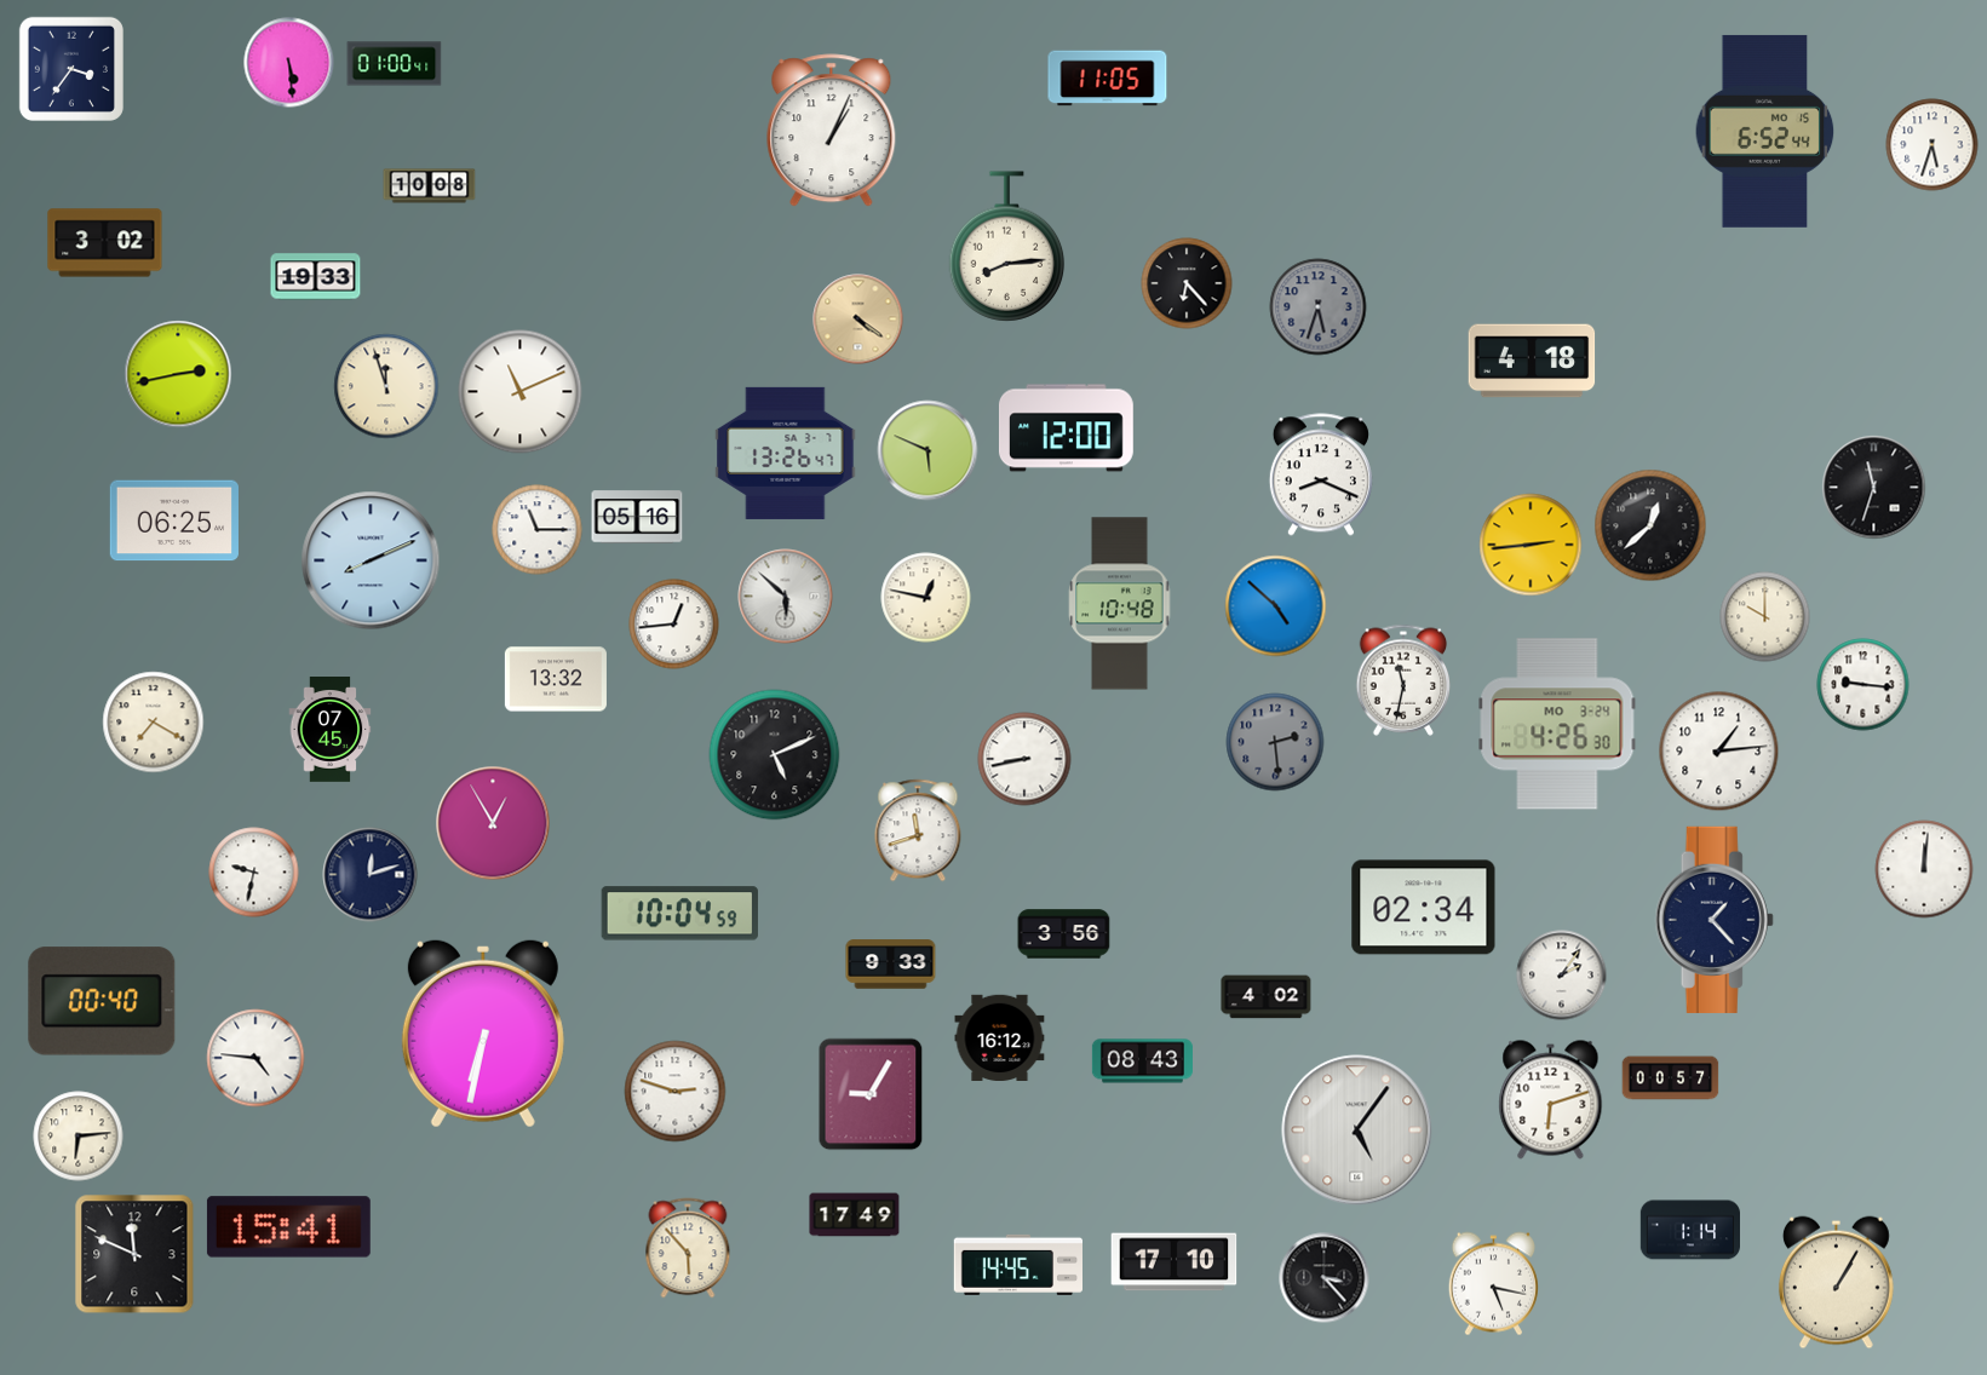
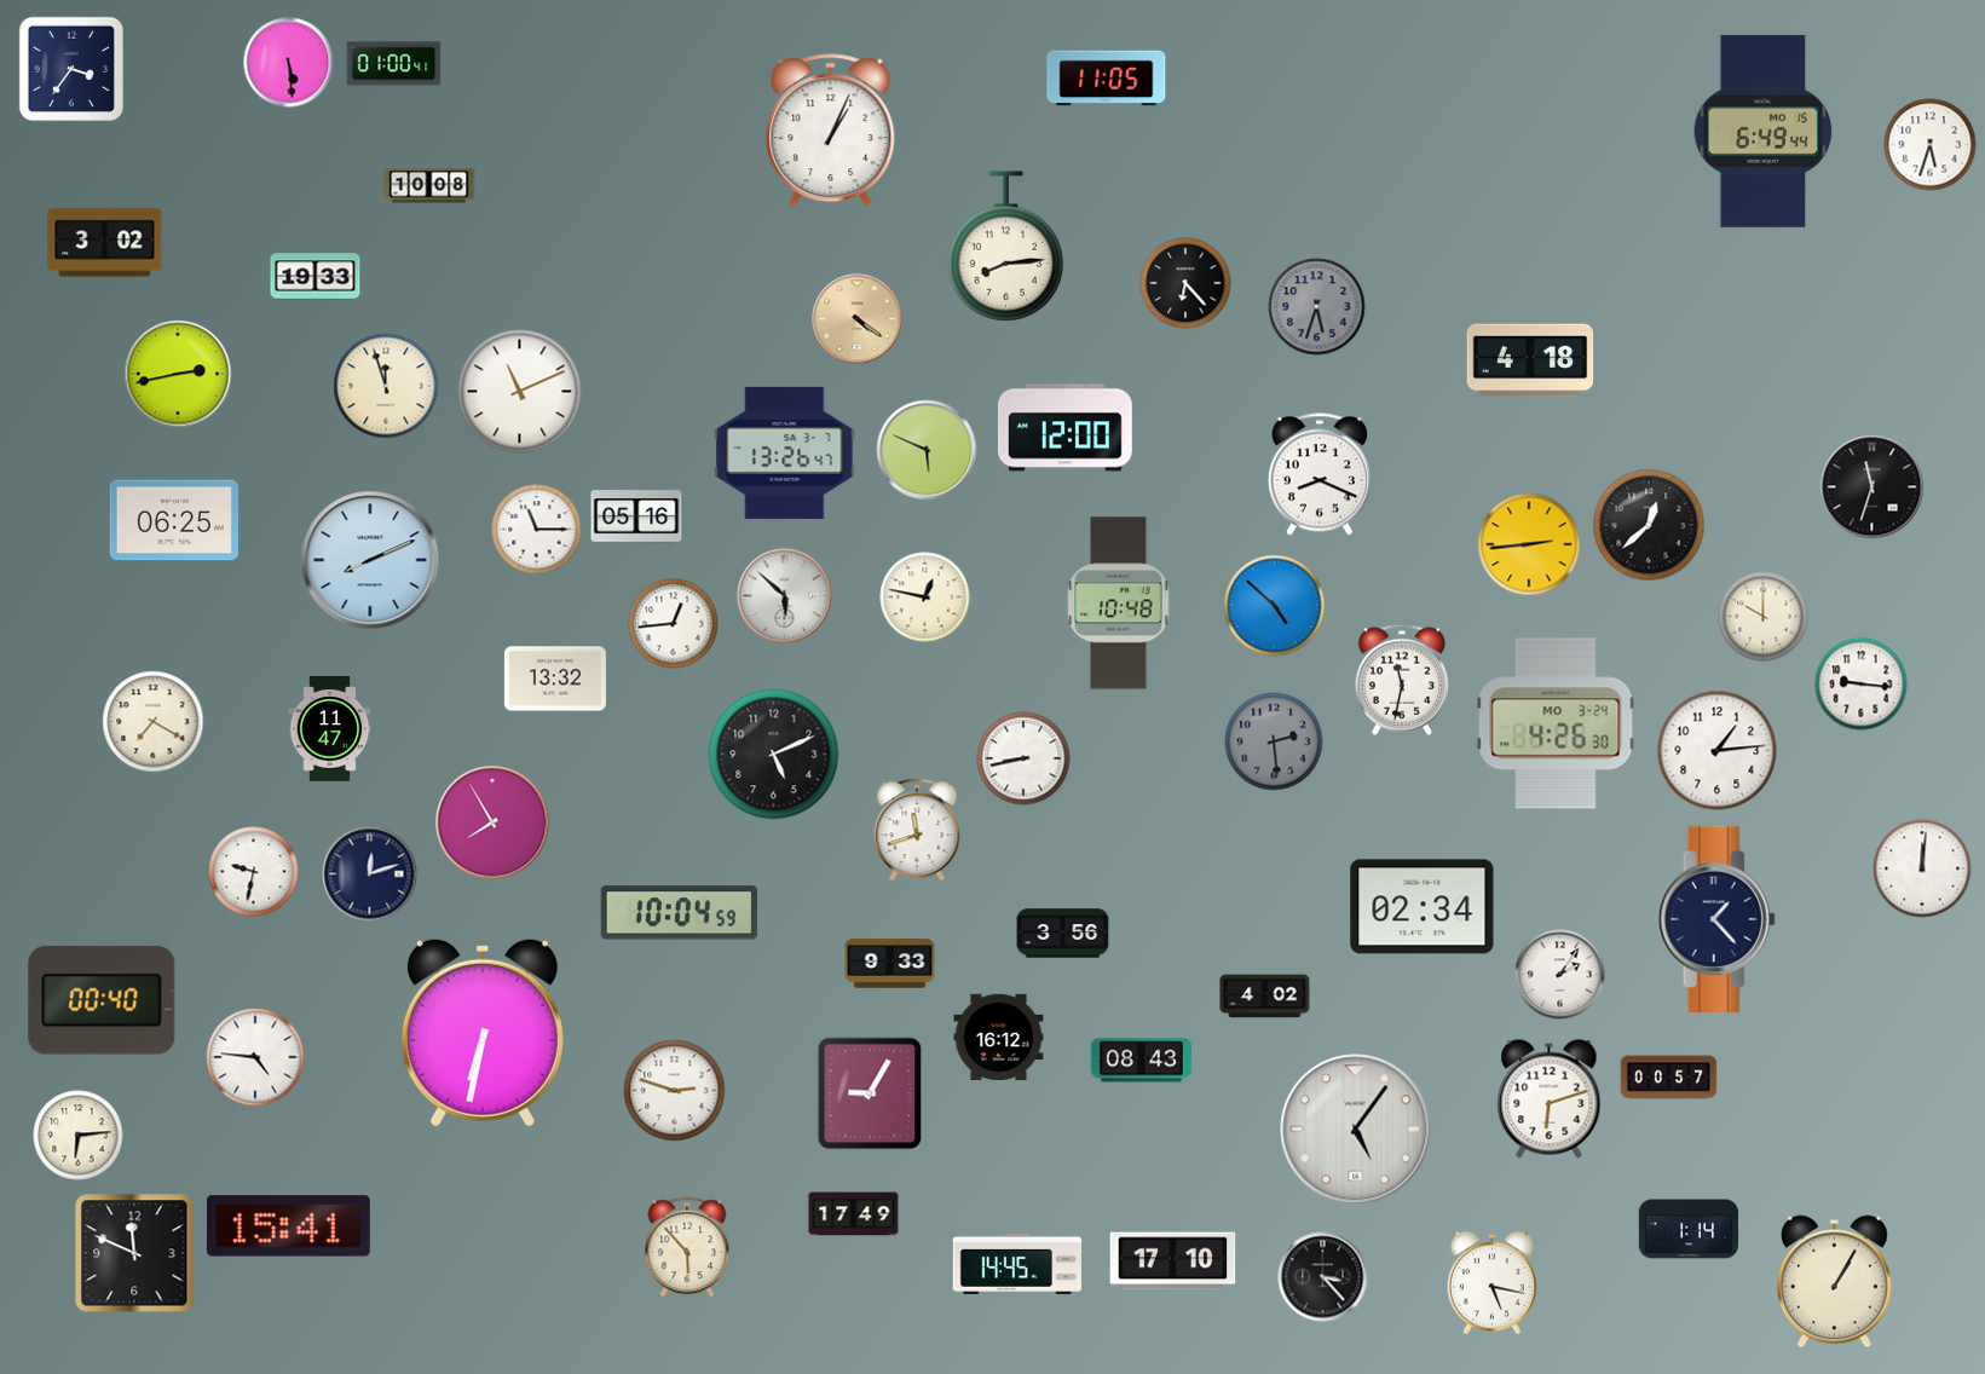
clock at (1765, 131): 6:52 -> 6:49
clock at (331, 730): 07:45 -> 11:47
clock at (493, 823): 12:55 -> 7:55
clock at (1715, 920) position: (1715, 920) -> (1716, 919)
